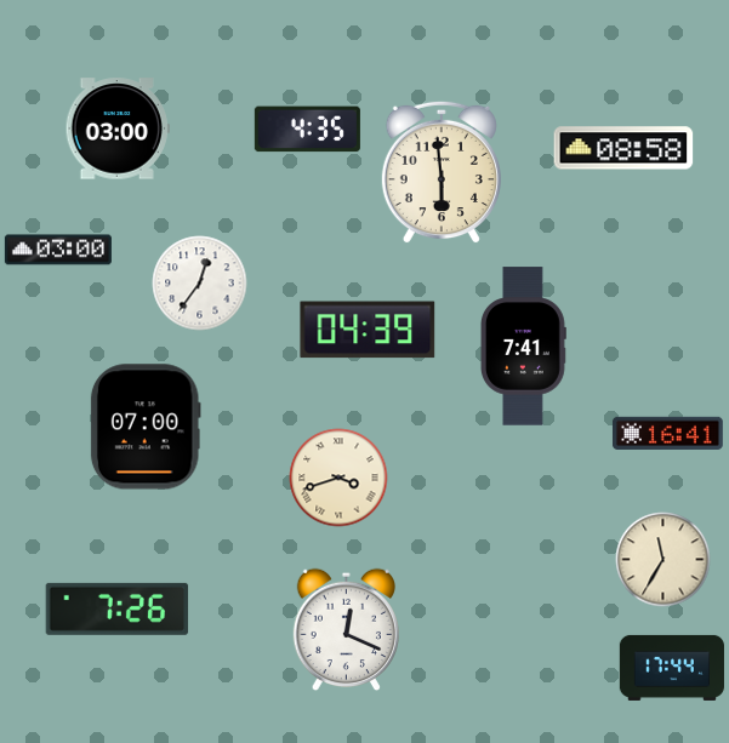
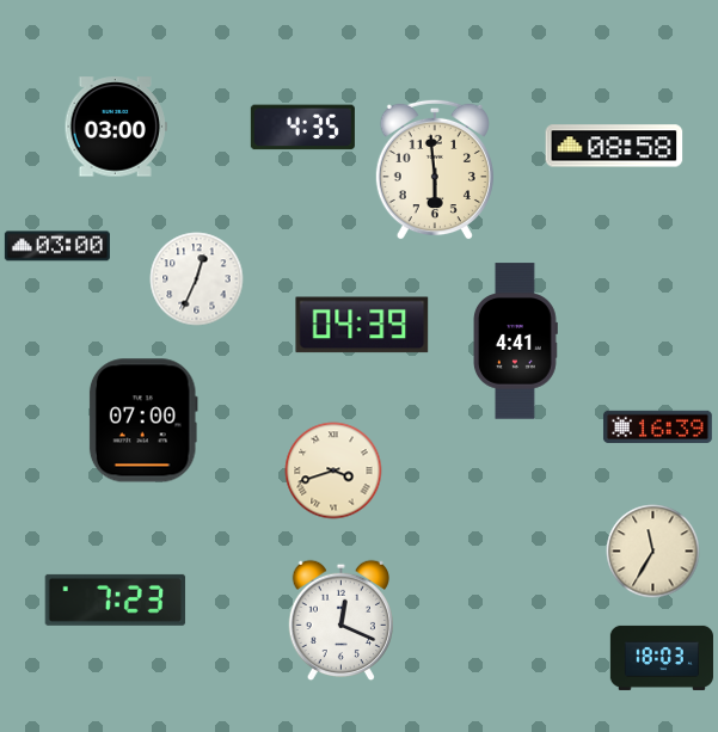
clock at (200, 284): 12:36 -> 12:34
clock at (523, 347): 7:41 -> 4:41
clock at (667, 433): 16:41 -> 16:39
clock at (118, 608): 7:26 -> 7:23
clock at (672, 668): 17:44 -> 18:03
